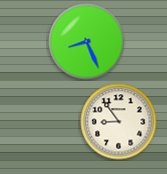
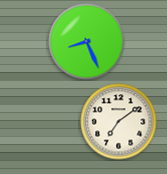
clock at (119, 122): 8:54 -> 7:09
